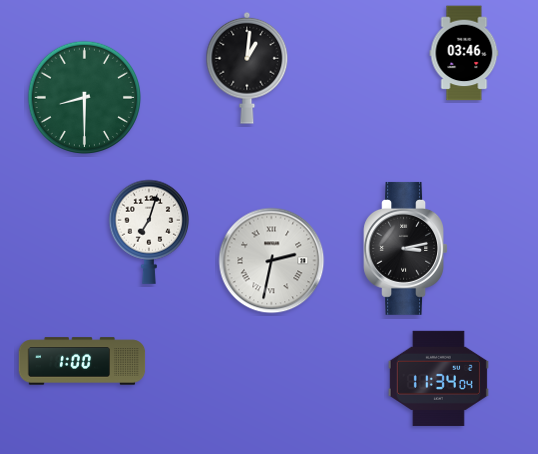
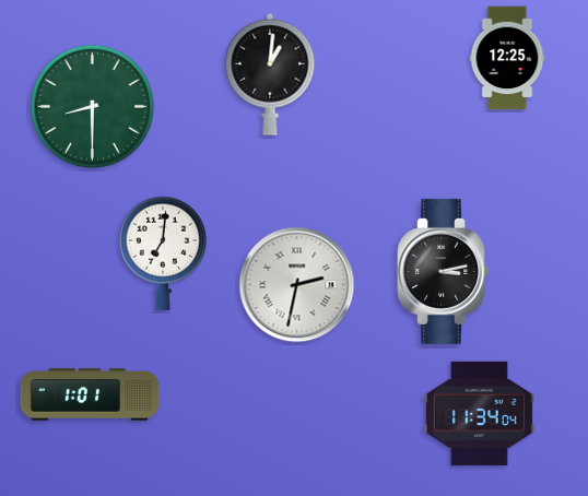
clock at (464, 53): 03:46 -> 12:25
clock at (148, 232): 7:03 -> 7:01
clock at (82, 361): 1:00 -> 1:01
